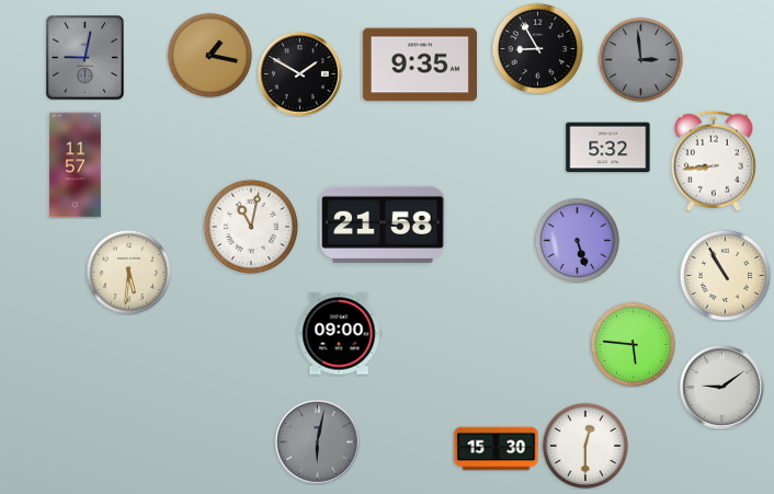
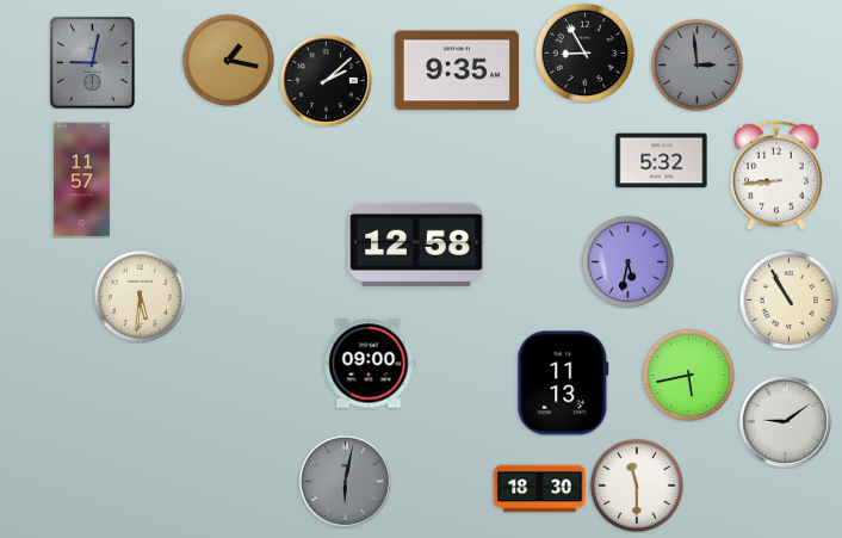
clock at (299, 73): 1:50 -> 2:08
clock at (383, 225): 21:58 -> 12:58
clock at (251, 227): 11:02 -> none
clock at (577, 240): 5:27 -> 5:32
clock at (633, 344): 5:46 -> 5:43
clock at (563, 383): none -> 11:13
clock at (585, 446): 12:30 -> 11:30
clock at (497, 449): 15:30 -> 18:30
